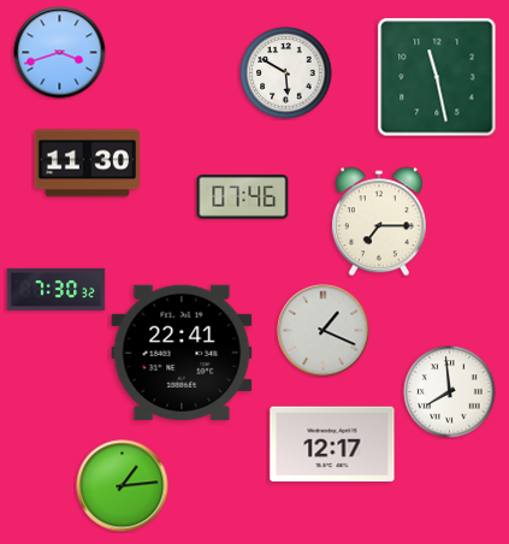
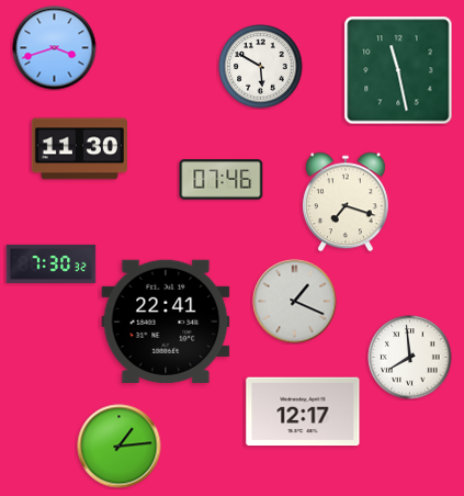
clock at (379, 221): 7:15 -> 7:18
clock at (332, 444) position: (332, 444) -> (303, 412)
clock at (123, 486) position: (123, 486) -> (120, 447)
